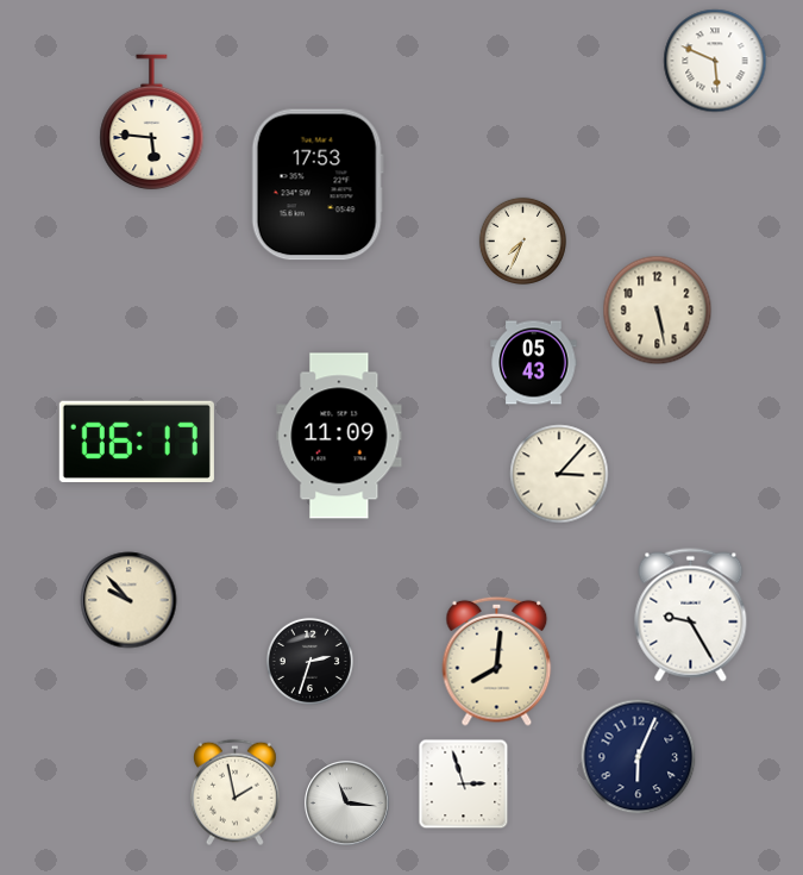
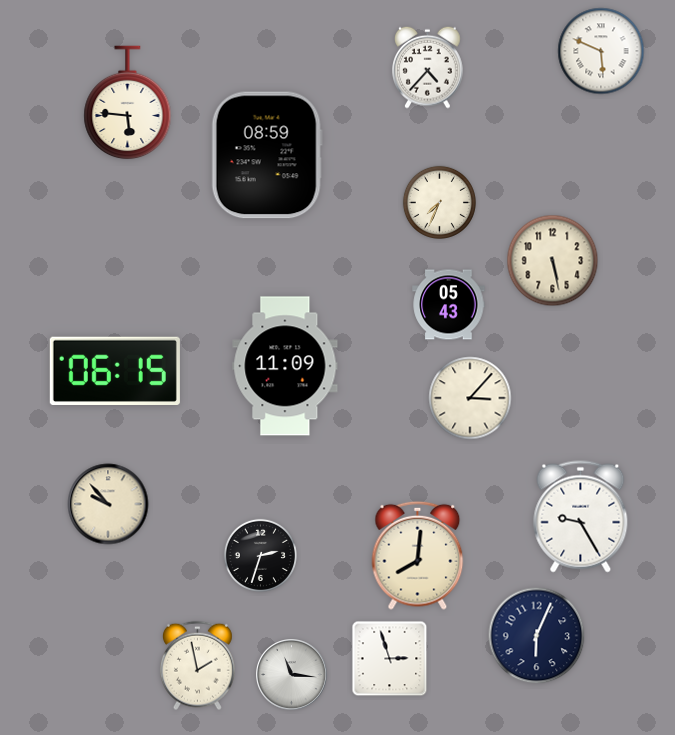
clock at (428, 67): none -> 4:37
clock at (318, 185): 17:53 -> 08:59
clock at (137, 440): 06:17 -> 06:15
